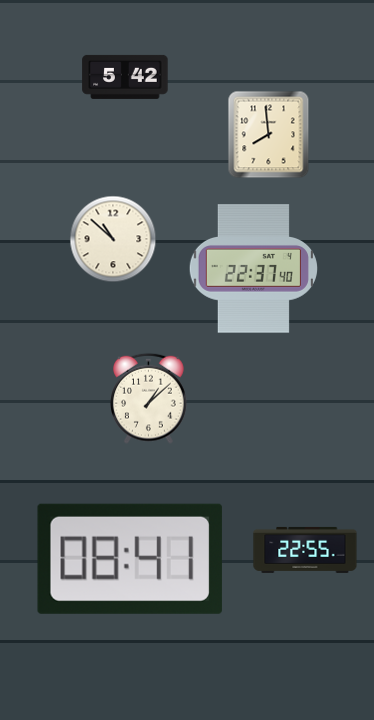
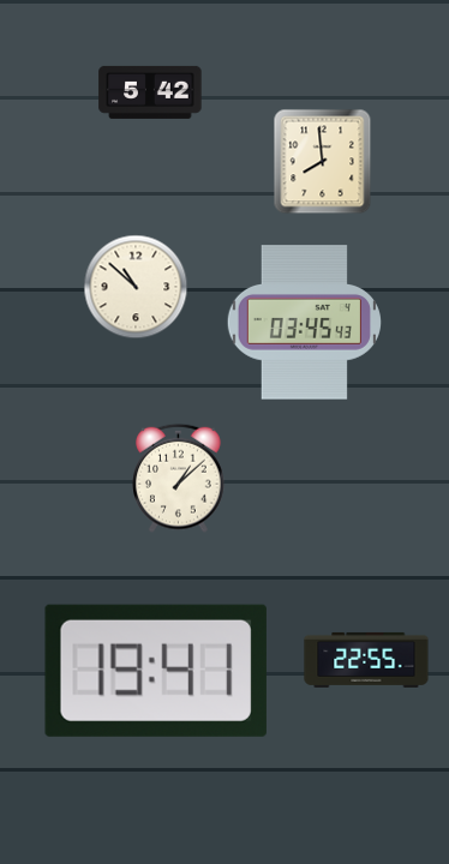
clock at (253, 269): 22:37 -> 03:45
clock at (130, 559): 08:41 -> 19:41
